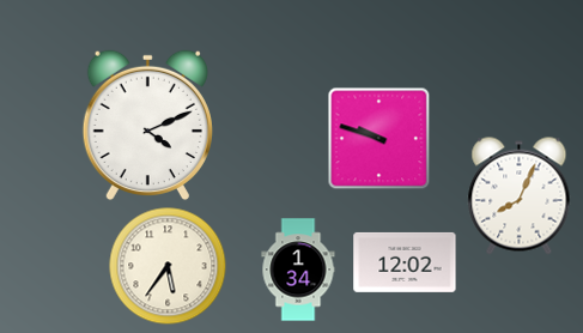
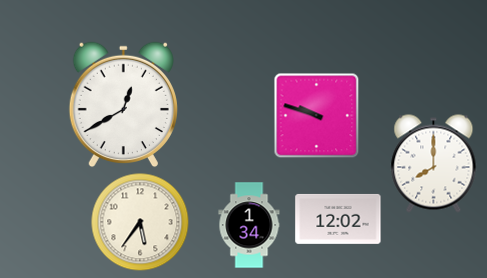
clock at (147, 126): 4:11 -> 12:40
clock at (520, 196): 8:04 -> 8:00
